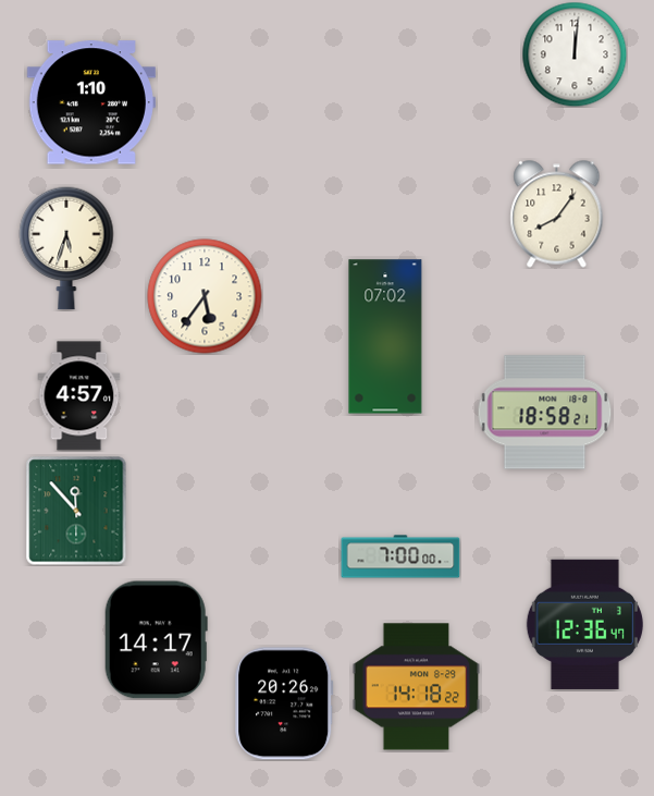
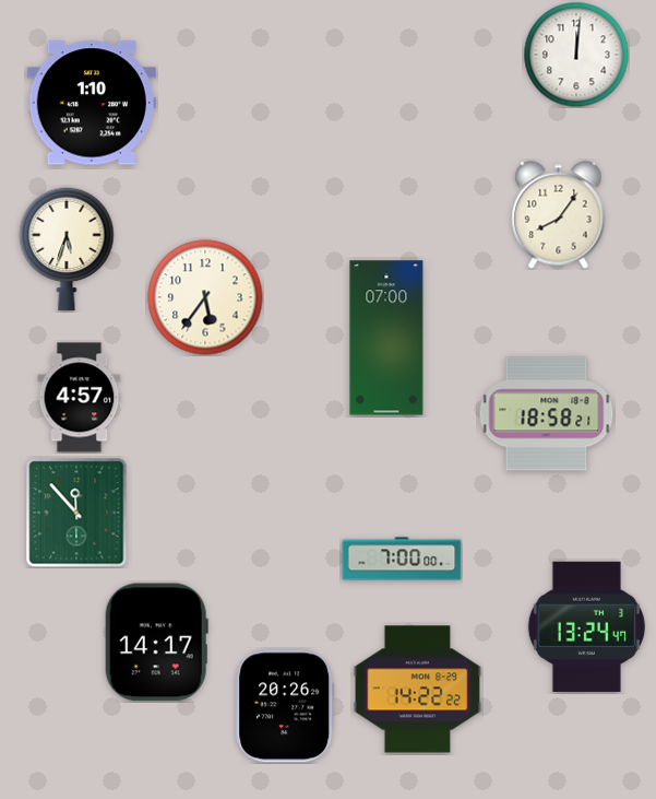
clock at (385, 336): 07:02 -> 07:00
clock at (584, 624): 12:36 -> 13:24
clock at (417, 687): 14:18 -> 14:22
